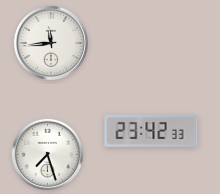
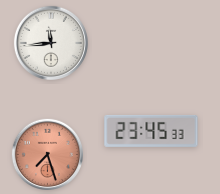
clock at (151, 131): 23:42 -> 23:45
clock at (47, 154) dial: white -> salmon
